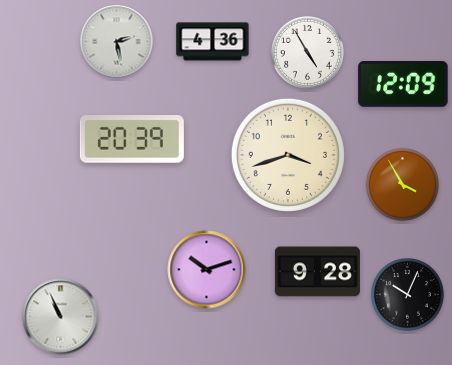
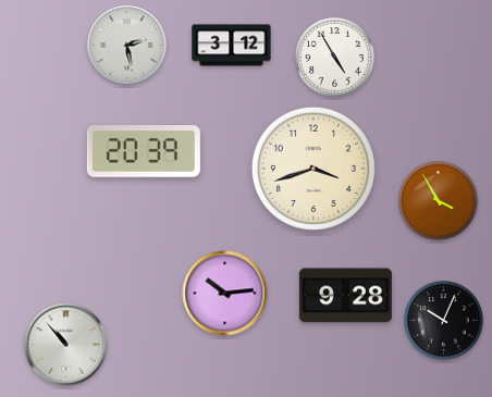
clock at (213, 42): 4:36 -> 3:12
clock at (403, 85): 12:09 -> none
clock at (207, 270): 10:12 -> 10:14
clock at (61, 317): 10:56 -> 10:53
